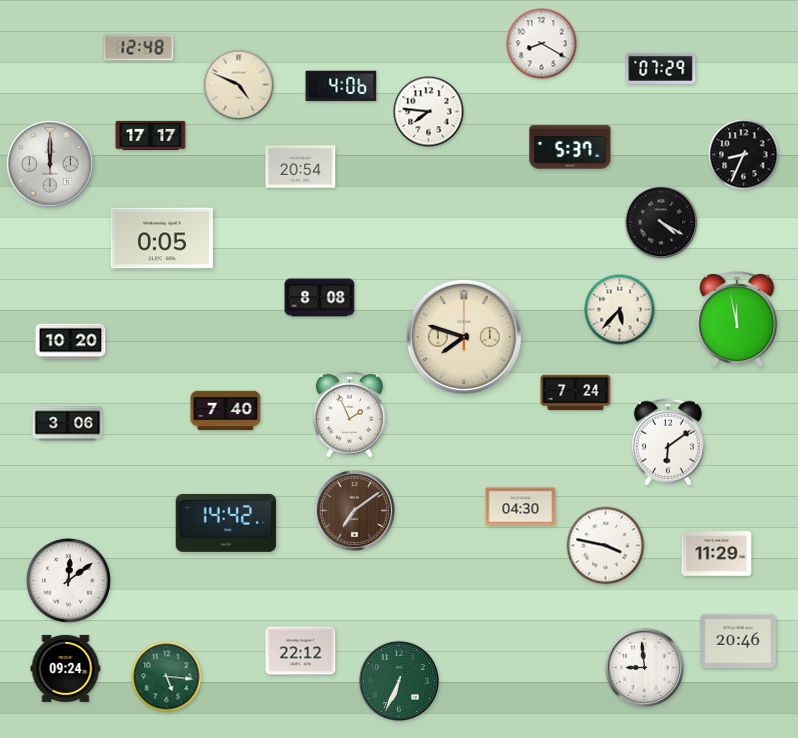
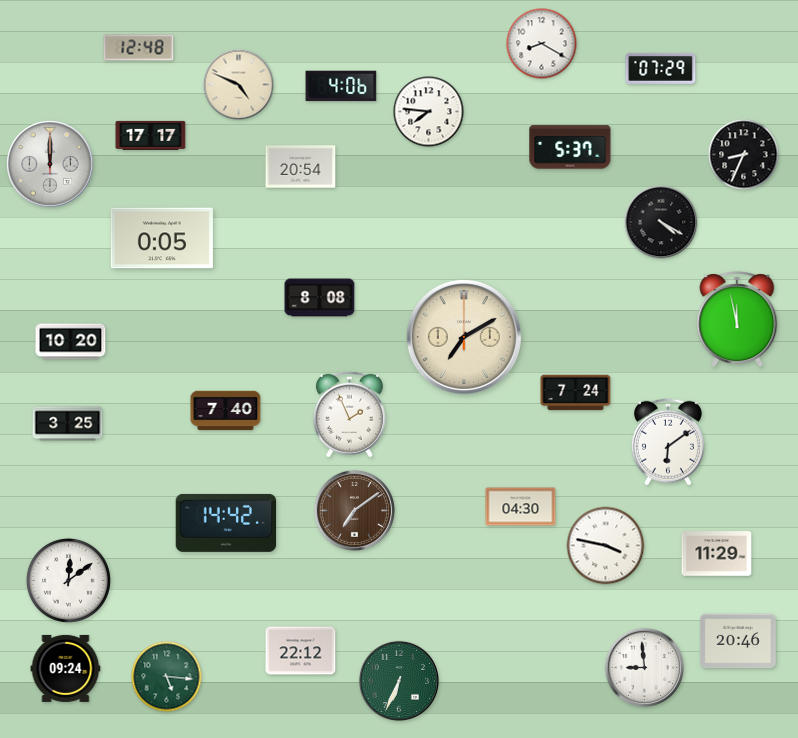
clock at (620, 310): 5:37 -> none
clock at (464, 337): 7:48 -> 7:10
clock at (68, 424): 3:06 -> 3:25
